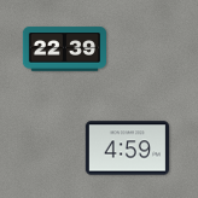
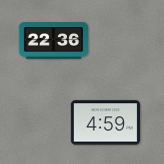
clock at (64, 49): 22:39 -> 22:36
